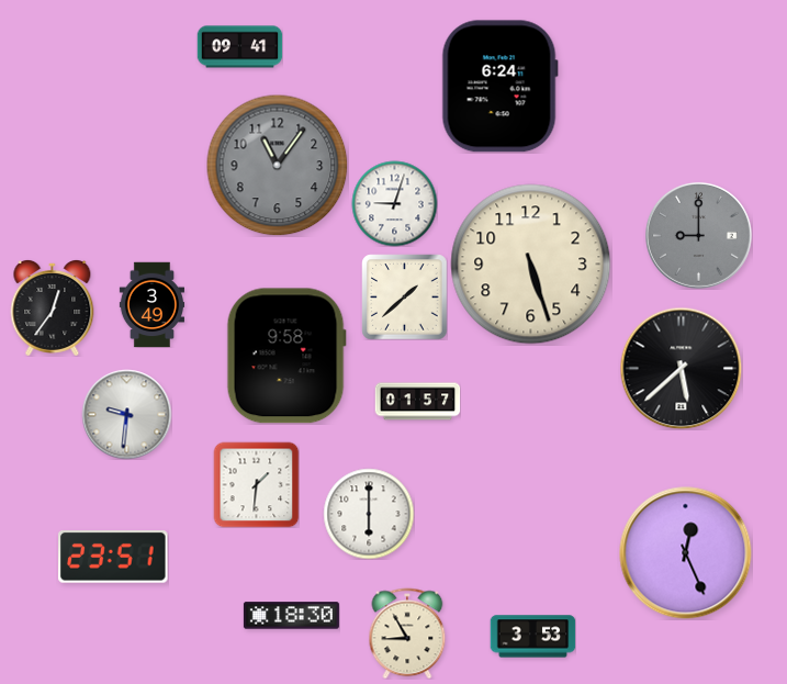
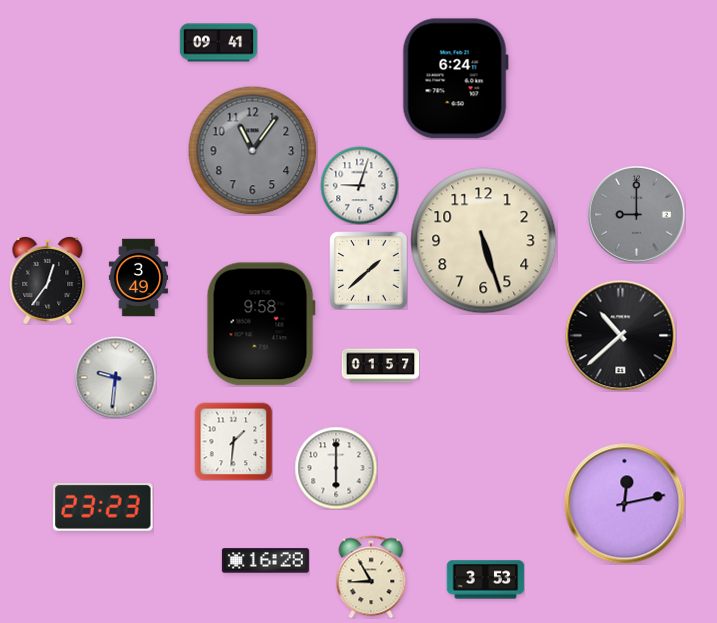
clock at (681, 368): 5:38 -> 10:38
clock at (686, 553): 12:26 -> 12:13
clock at (113, 558): 23:51 -> 23:23
clock at (291, 616): 18:30 -> 16:28
